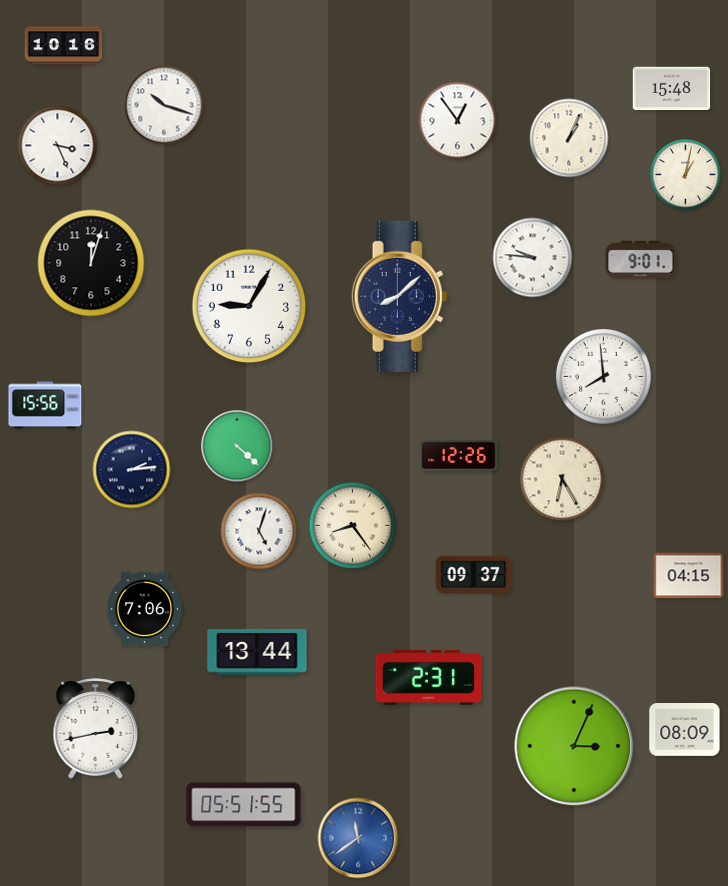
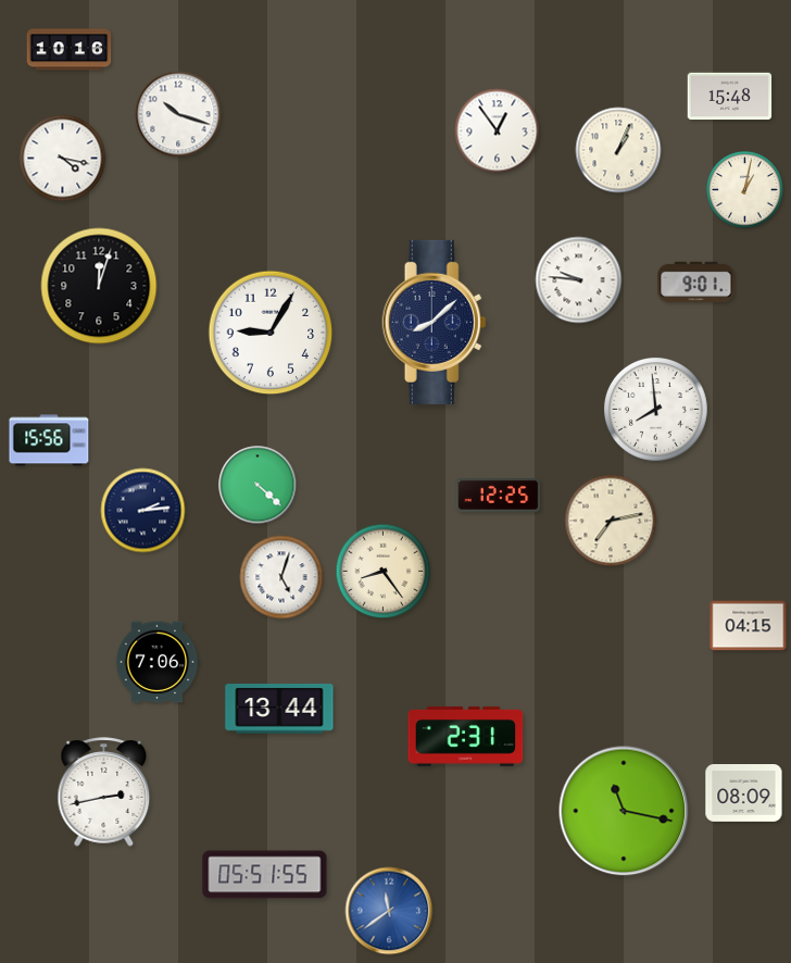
clock at (58, 146): 3:26 -> 4:17
clock at (459, 456): 12:26 -> 12:25
clock at (562, 479): 6:25 -> 7:13
clock at (474, 575): 09:37 -> none
clock at (574, 746): 3:04 -> 11:17
